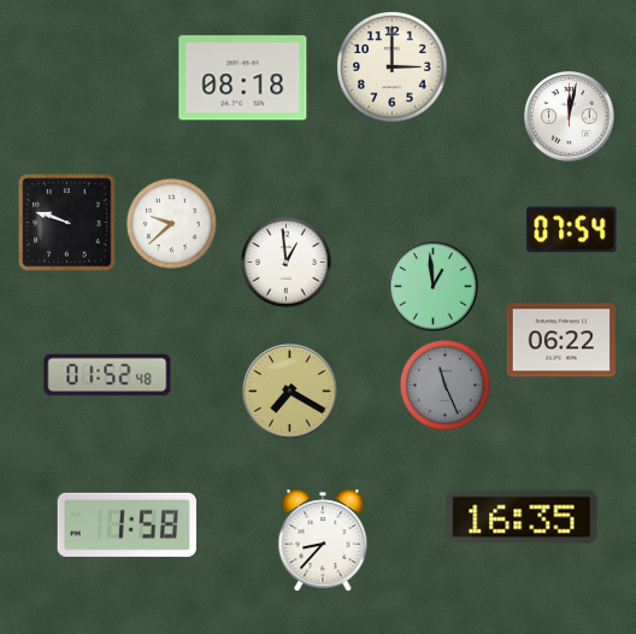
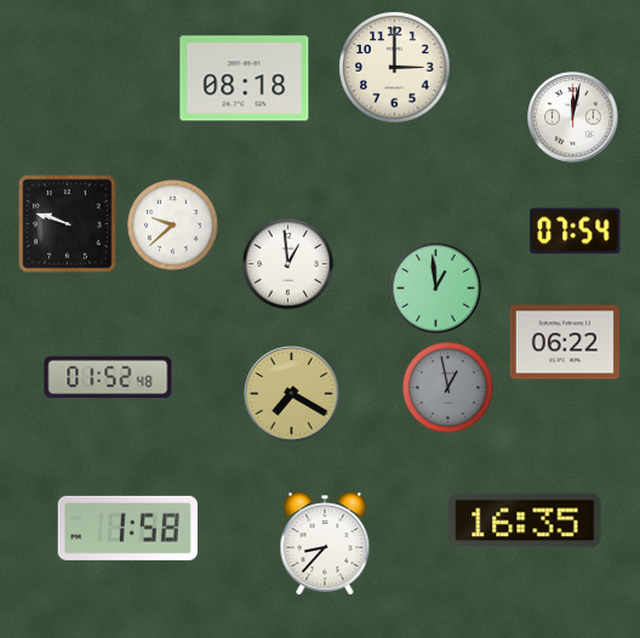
clock at (444, 384): 11:26 -> 12:58
